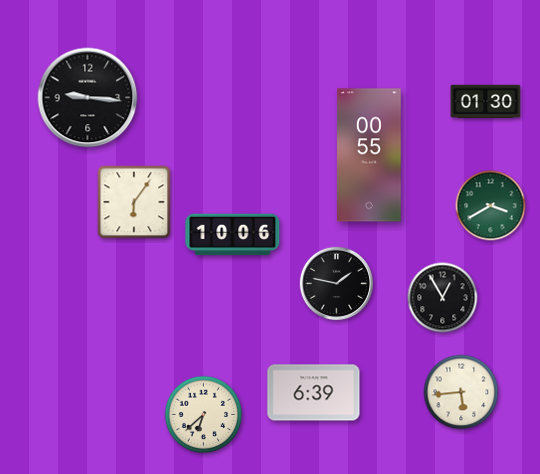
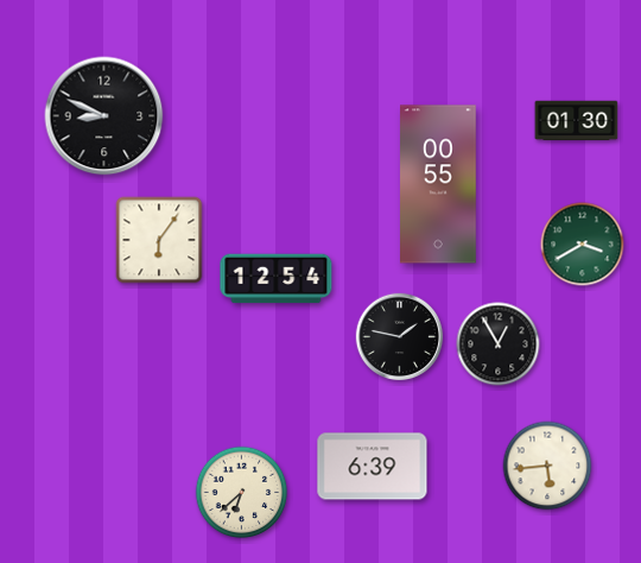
clock at (88, 98): 9:16 -> 8:49
clock at (233, 235): 10:06 -> 12:54
clock at (443, 298) position: (443, 298) -> (499, 344)
